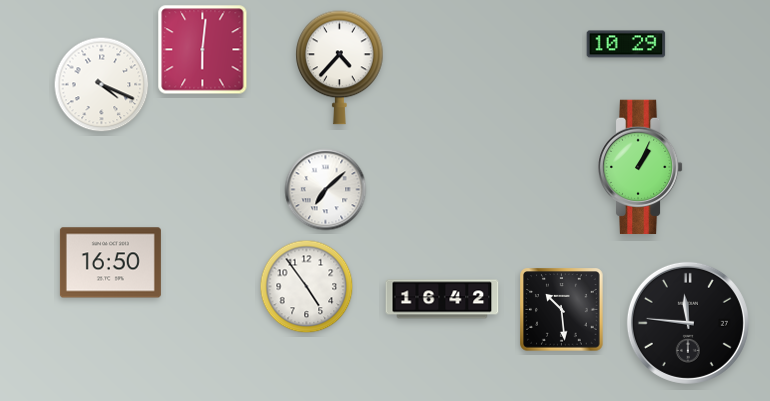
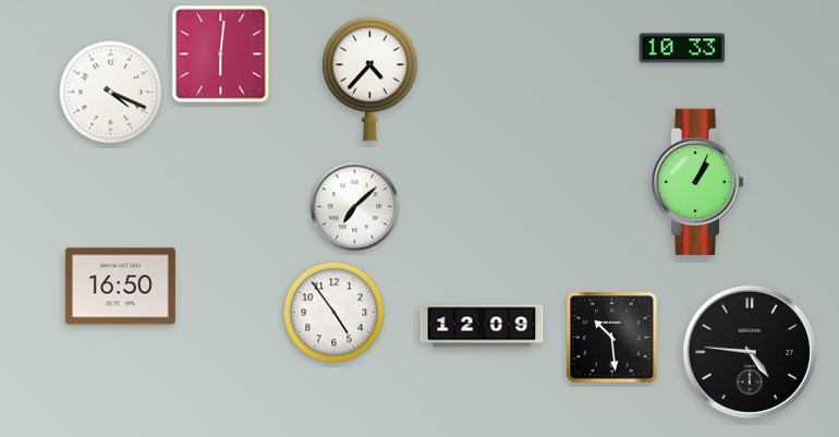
clock at (626, 44): 10:29 -> 10:33
clock at (340, 68) position: (340, 68) -> (370, 80)
clock at (442, 299): 16:42 -> 12:09
clock at (688, 323): 11:46 -> 4:46
